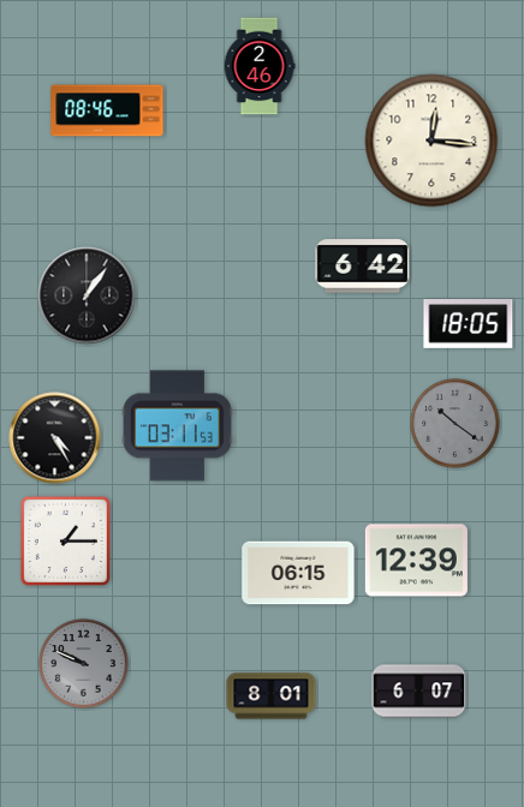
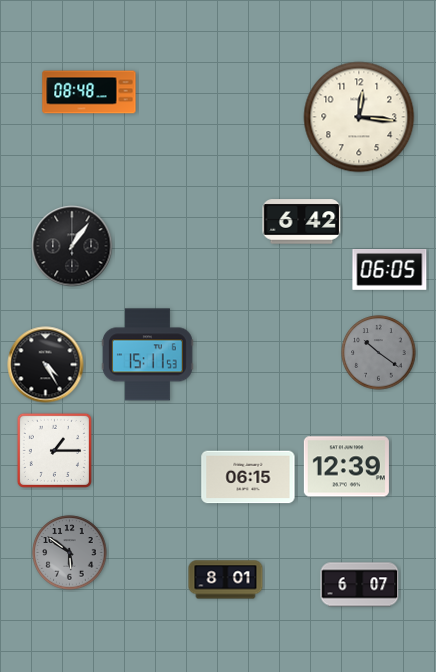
clock at (260, 66): 2:46 -> none
clock at (107, 110): 08:46 -> 08:48
clock at (469, 324): 18:05 -> 06:05
clock at (177, 426): 03:11 -> 15:11
clock at (84, 664): 9:49 -> 5:51
clock at (419, 692) position: (419, 692) -> (360, 585)
